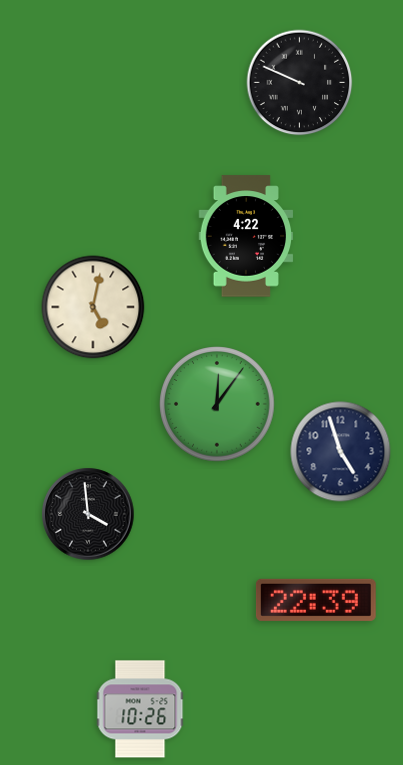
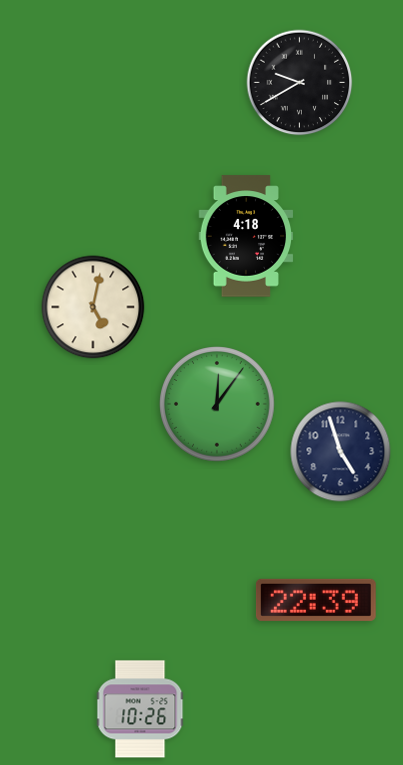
clock at (300, 83): 9:49 -> 9:40
clock at (246, 236): 4:22 -> 4:18
clock at (88, 514): 3:59 -> none
